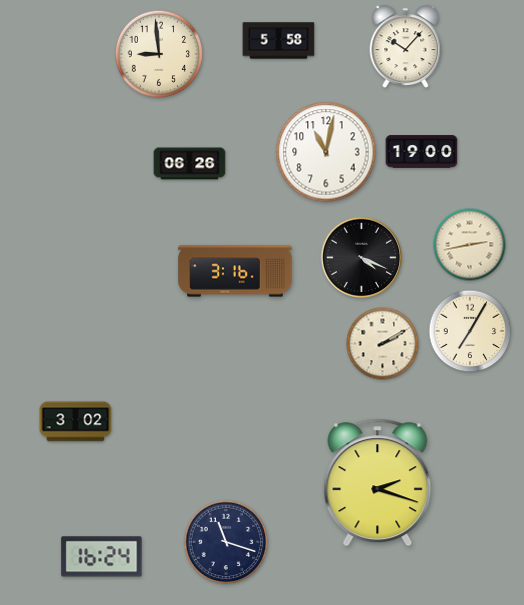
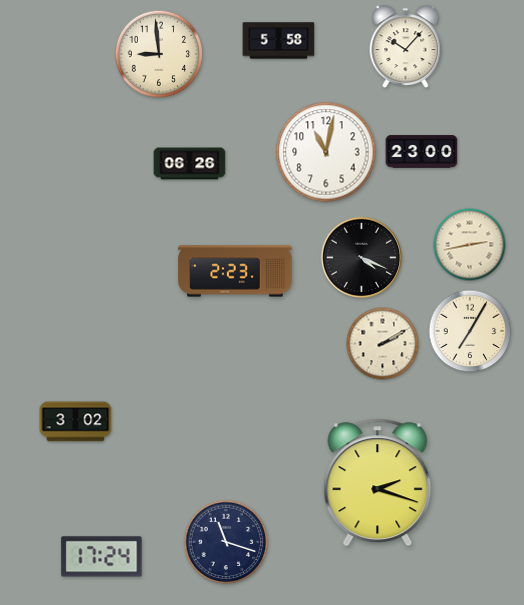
clock at (422, 152): 19:00 -> 23:00
clock at (235, 271): 3:16 -> 2:23
clock at (102, 557): 16:24 -> 17:24
